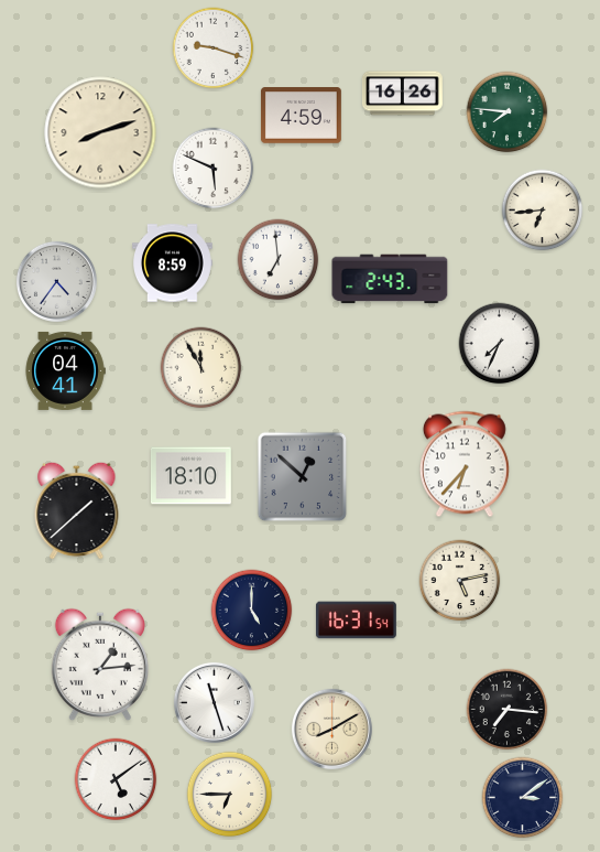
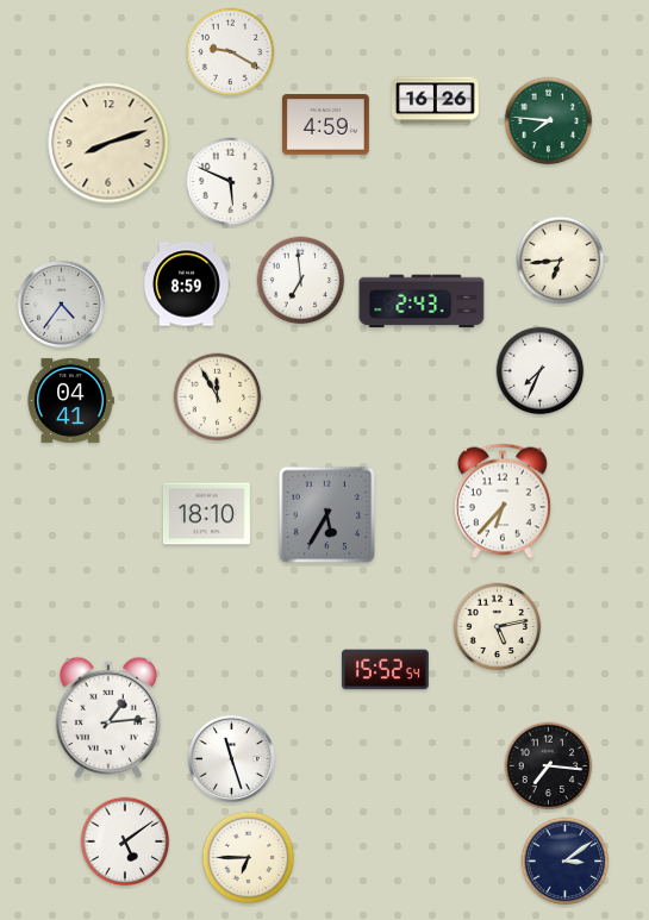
clock at (214, 48): 9:18 -> 9:20
clock at (543, 211) position: (543, 211) -> (561, 261)
clock at (303, 477): 12:52 -> 5:35
clock at (77, 510): 1:38 -> none
clock at (252, 611): 5:00 -> none
clock at (356, 621): 16:31 -> 15:52
clock at (331, 729): 8:10 -> none
